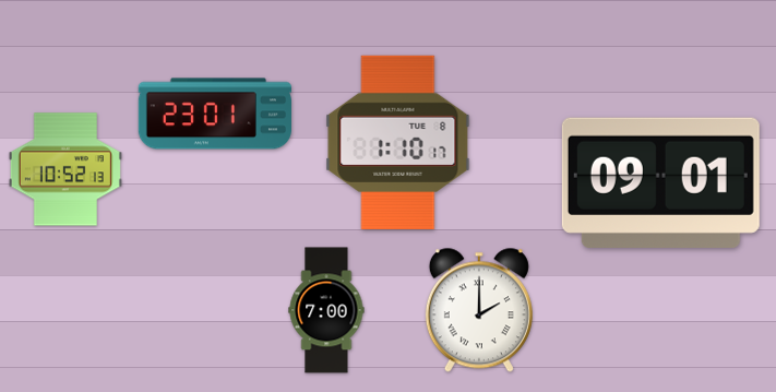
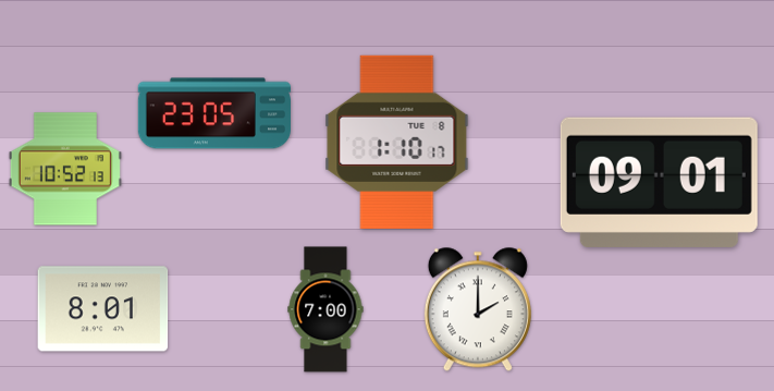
clock at (214, 114): 23:01 -> 23:05
clock at (103, 309): none -> 8:01
